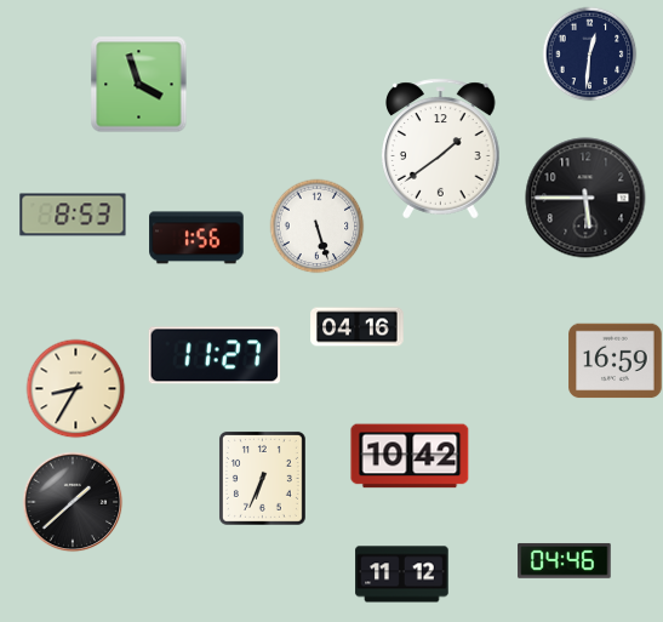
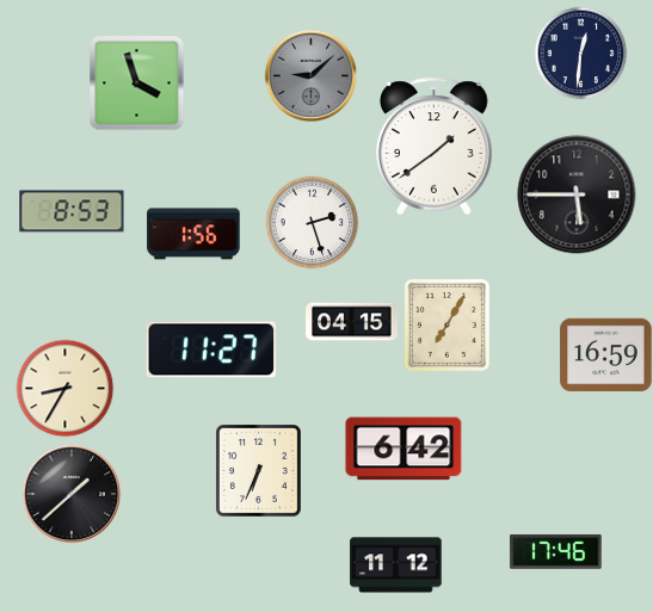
clock at (310, 75): none -> 9:08
clock at (316, 226): 5:27 -> 2:27
clock at (358, 327): 04:16 -> 04:15
clock at (446, 324): none -> 7:05
clock at (75, 388) position: (75, 388) -> (64, 388)
clock at (410, 456): 10:42 -> 6:42
clock at (565, 560): 04:46 -> 17:46
